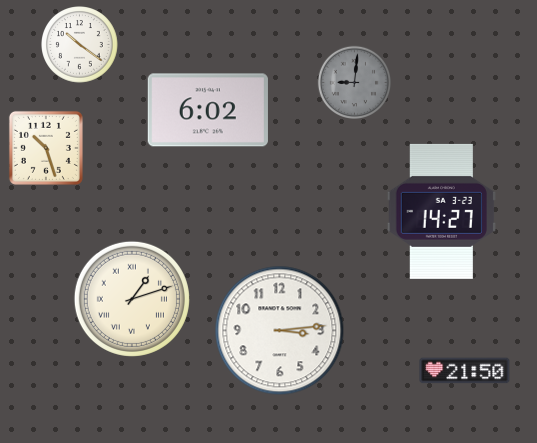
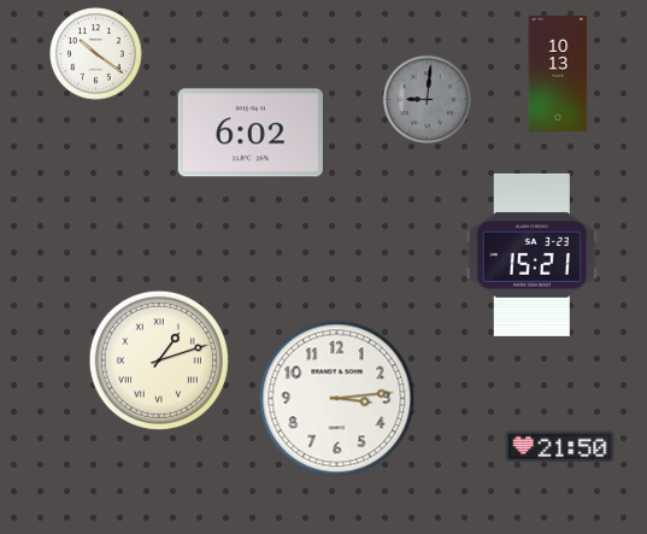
clock at (558, 74): none -> 10:13
clock at (46, 148): 10:27 -> none
clock at (441, 211): 14:27 -> 15:21
